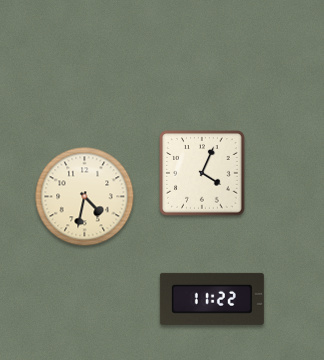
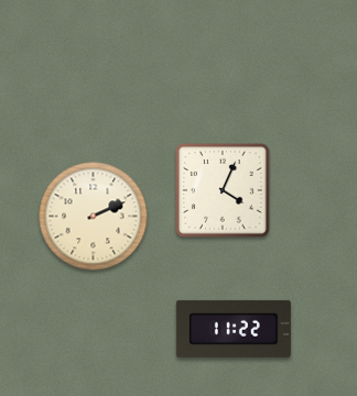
clock at (85, 197): 4:32 -> 2:11
